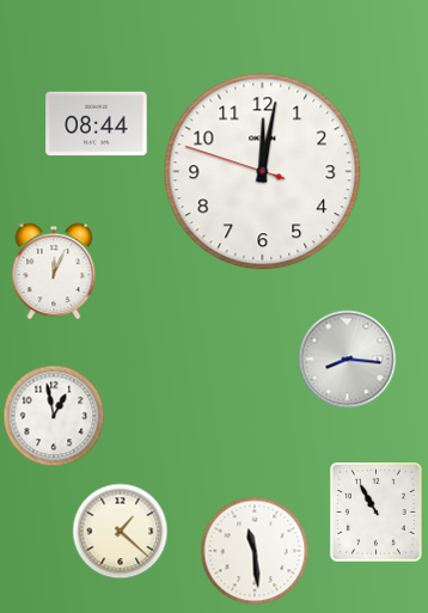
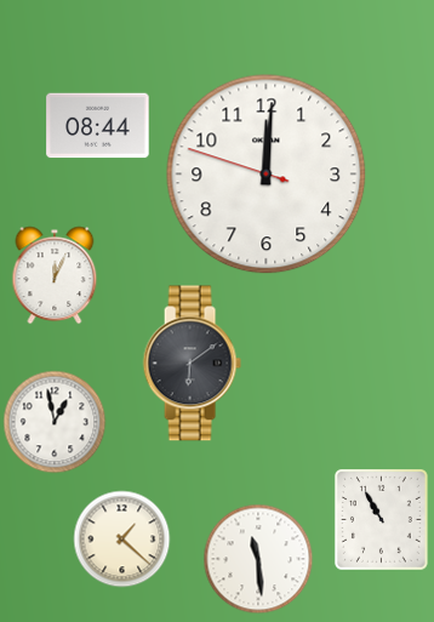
clock at (263, 172): 12:01 -> 12:00
clock at (192, 364): none -> 6:09
clock at (348, 360): 8:16 -> none
